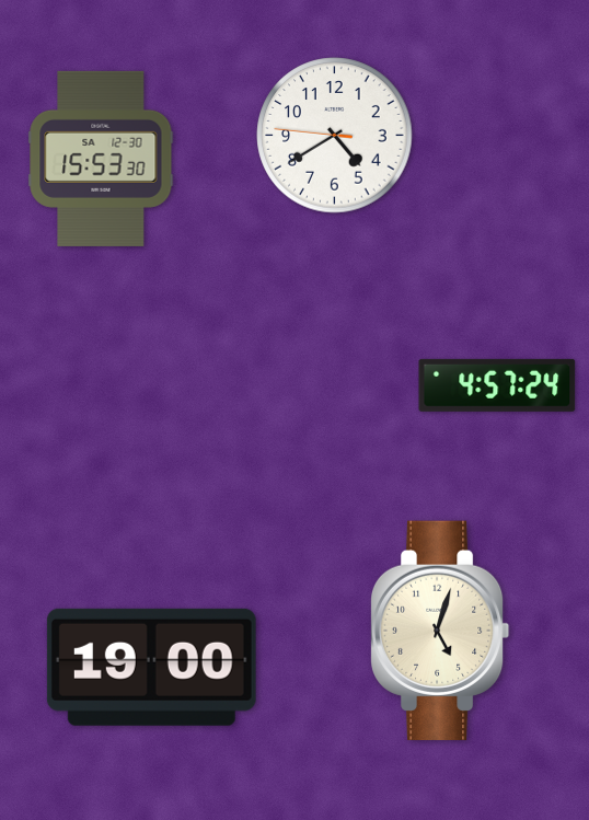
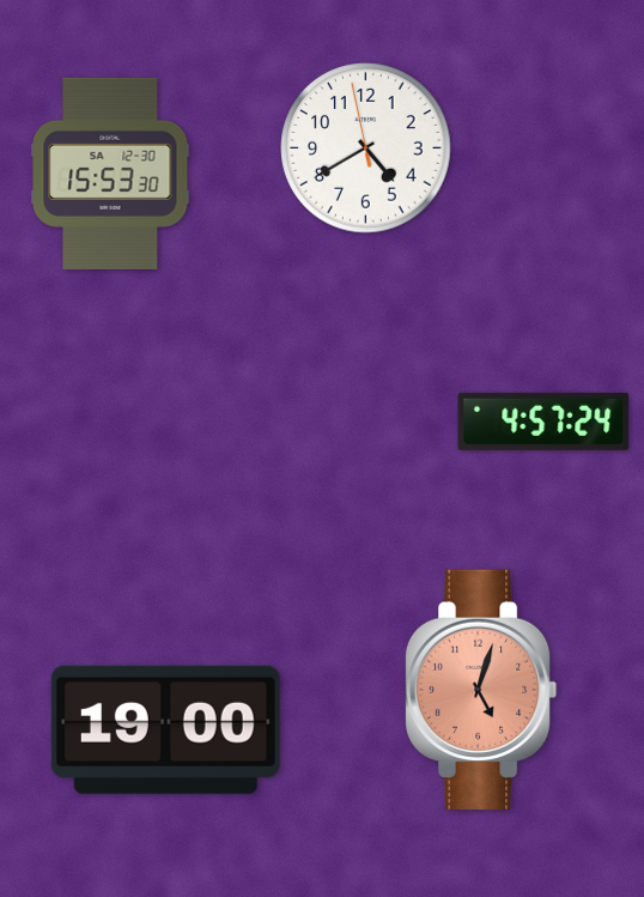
clock at (335, 136): 4:39:46 -> 4:39:58
clock at (440, 631) dial: cream -> salmon
